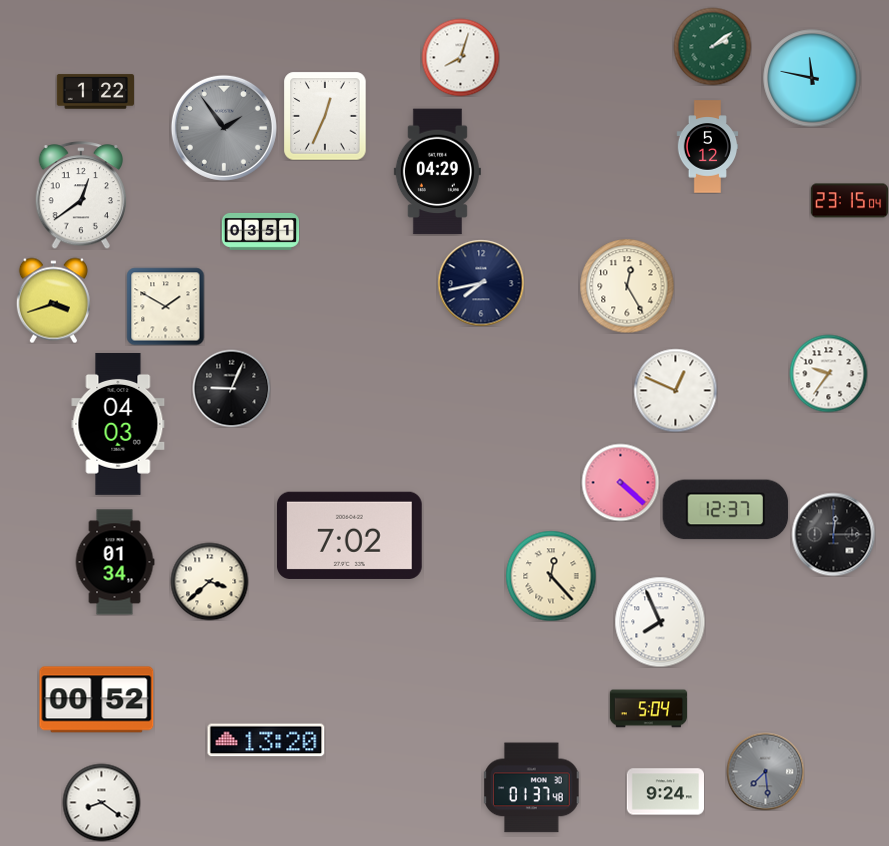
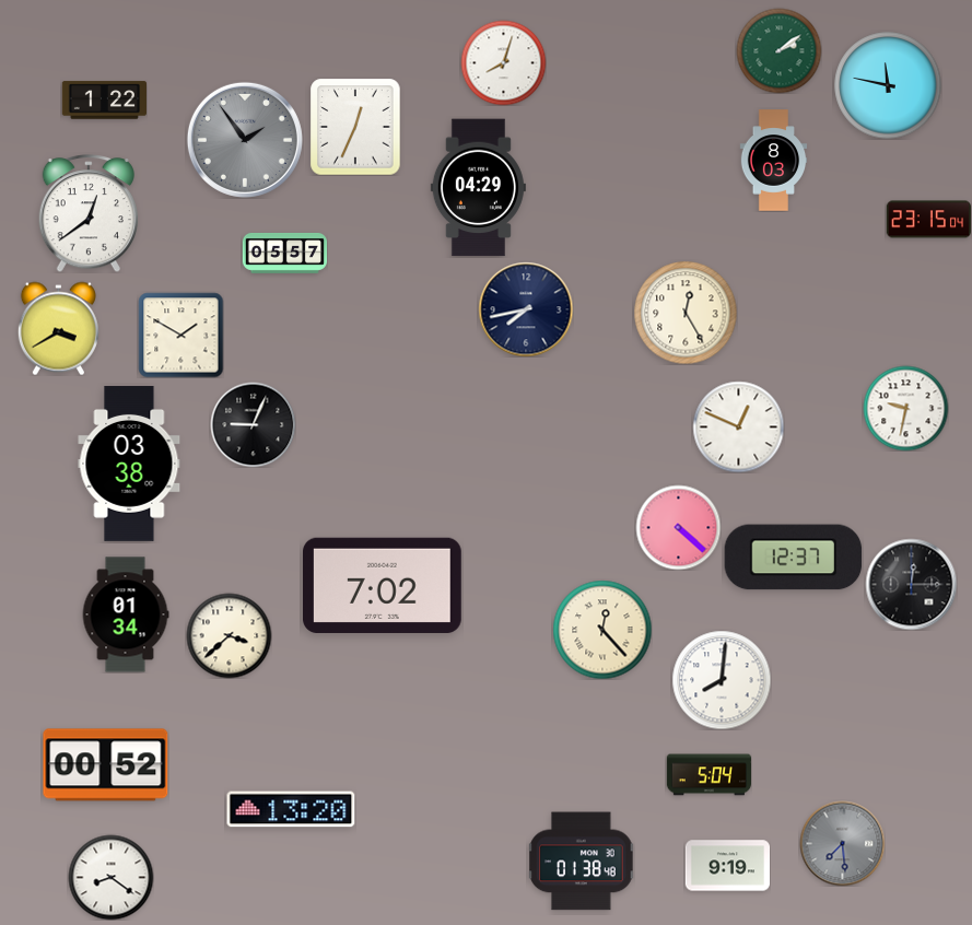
clock at (708, 147): 5:12 -> 8:03
clock at (260, 231): 03:51 -> 05:57
clock at (53, 300): 3:42 -> 3:40
clock at (828, 373): 9:36 -> 9:32
clock at (118, 424): 04:03 -> 03:38
clock at (660, 622): 7:56 -> 8:01
clock at (765, 771) position: (765, 771) -> (842, 843)
clock at (532, 788): 01:37 -> 01:38
clock at (665, 792): 9:24 -> 9:19
